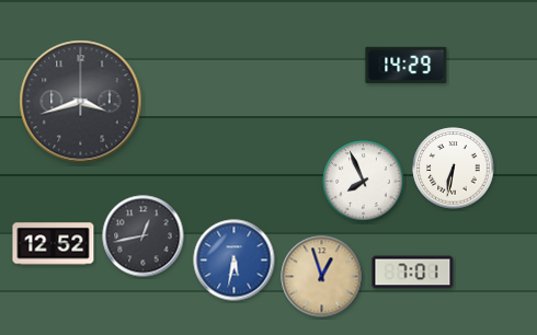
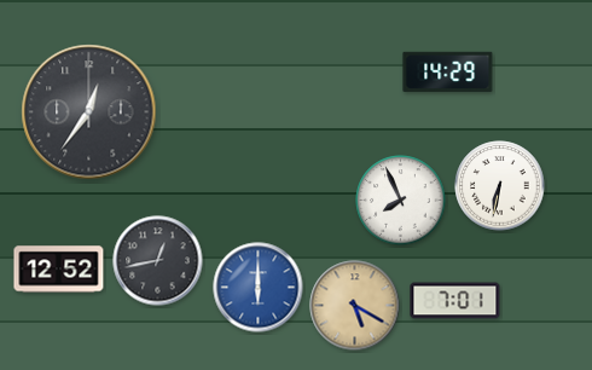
clock at (81, 102): 3:42 -> 12:36
clock at (235, 261): 5:32 -> 6:00
clock at (322, 277): 12:57 -> 5:20
